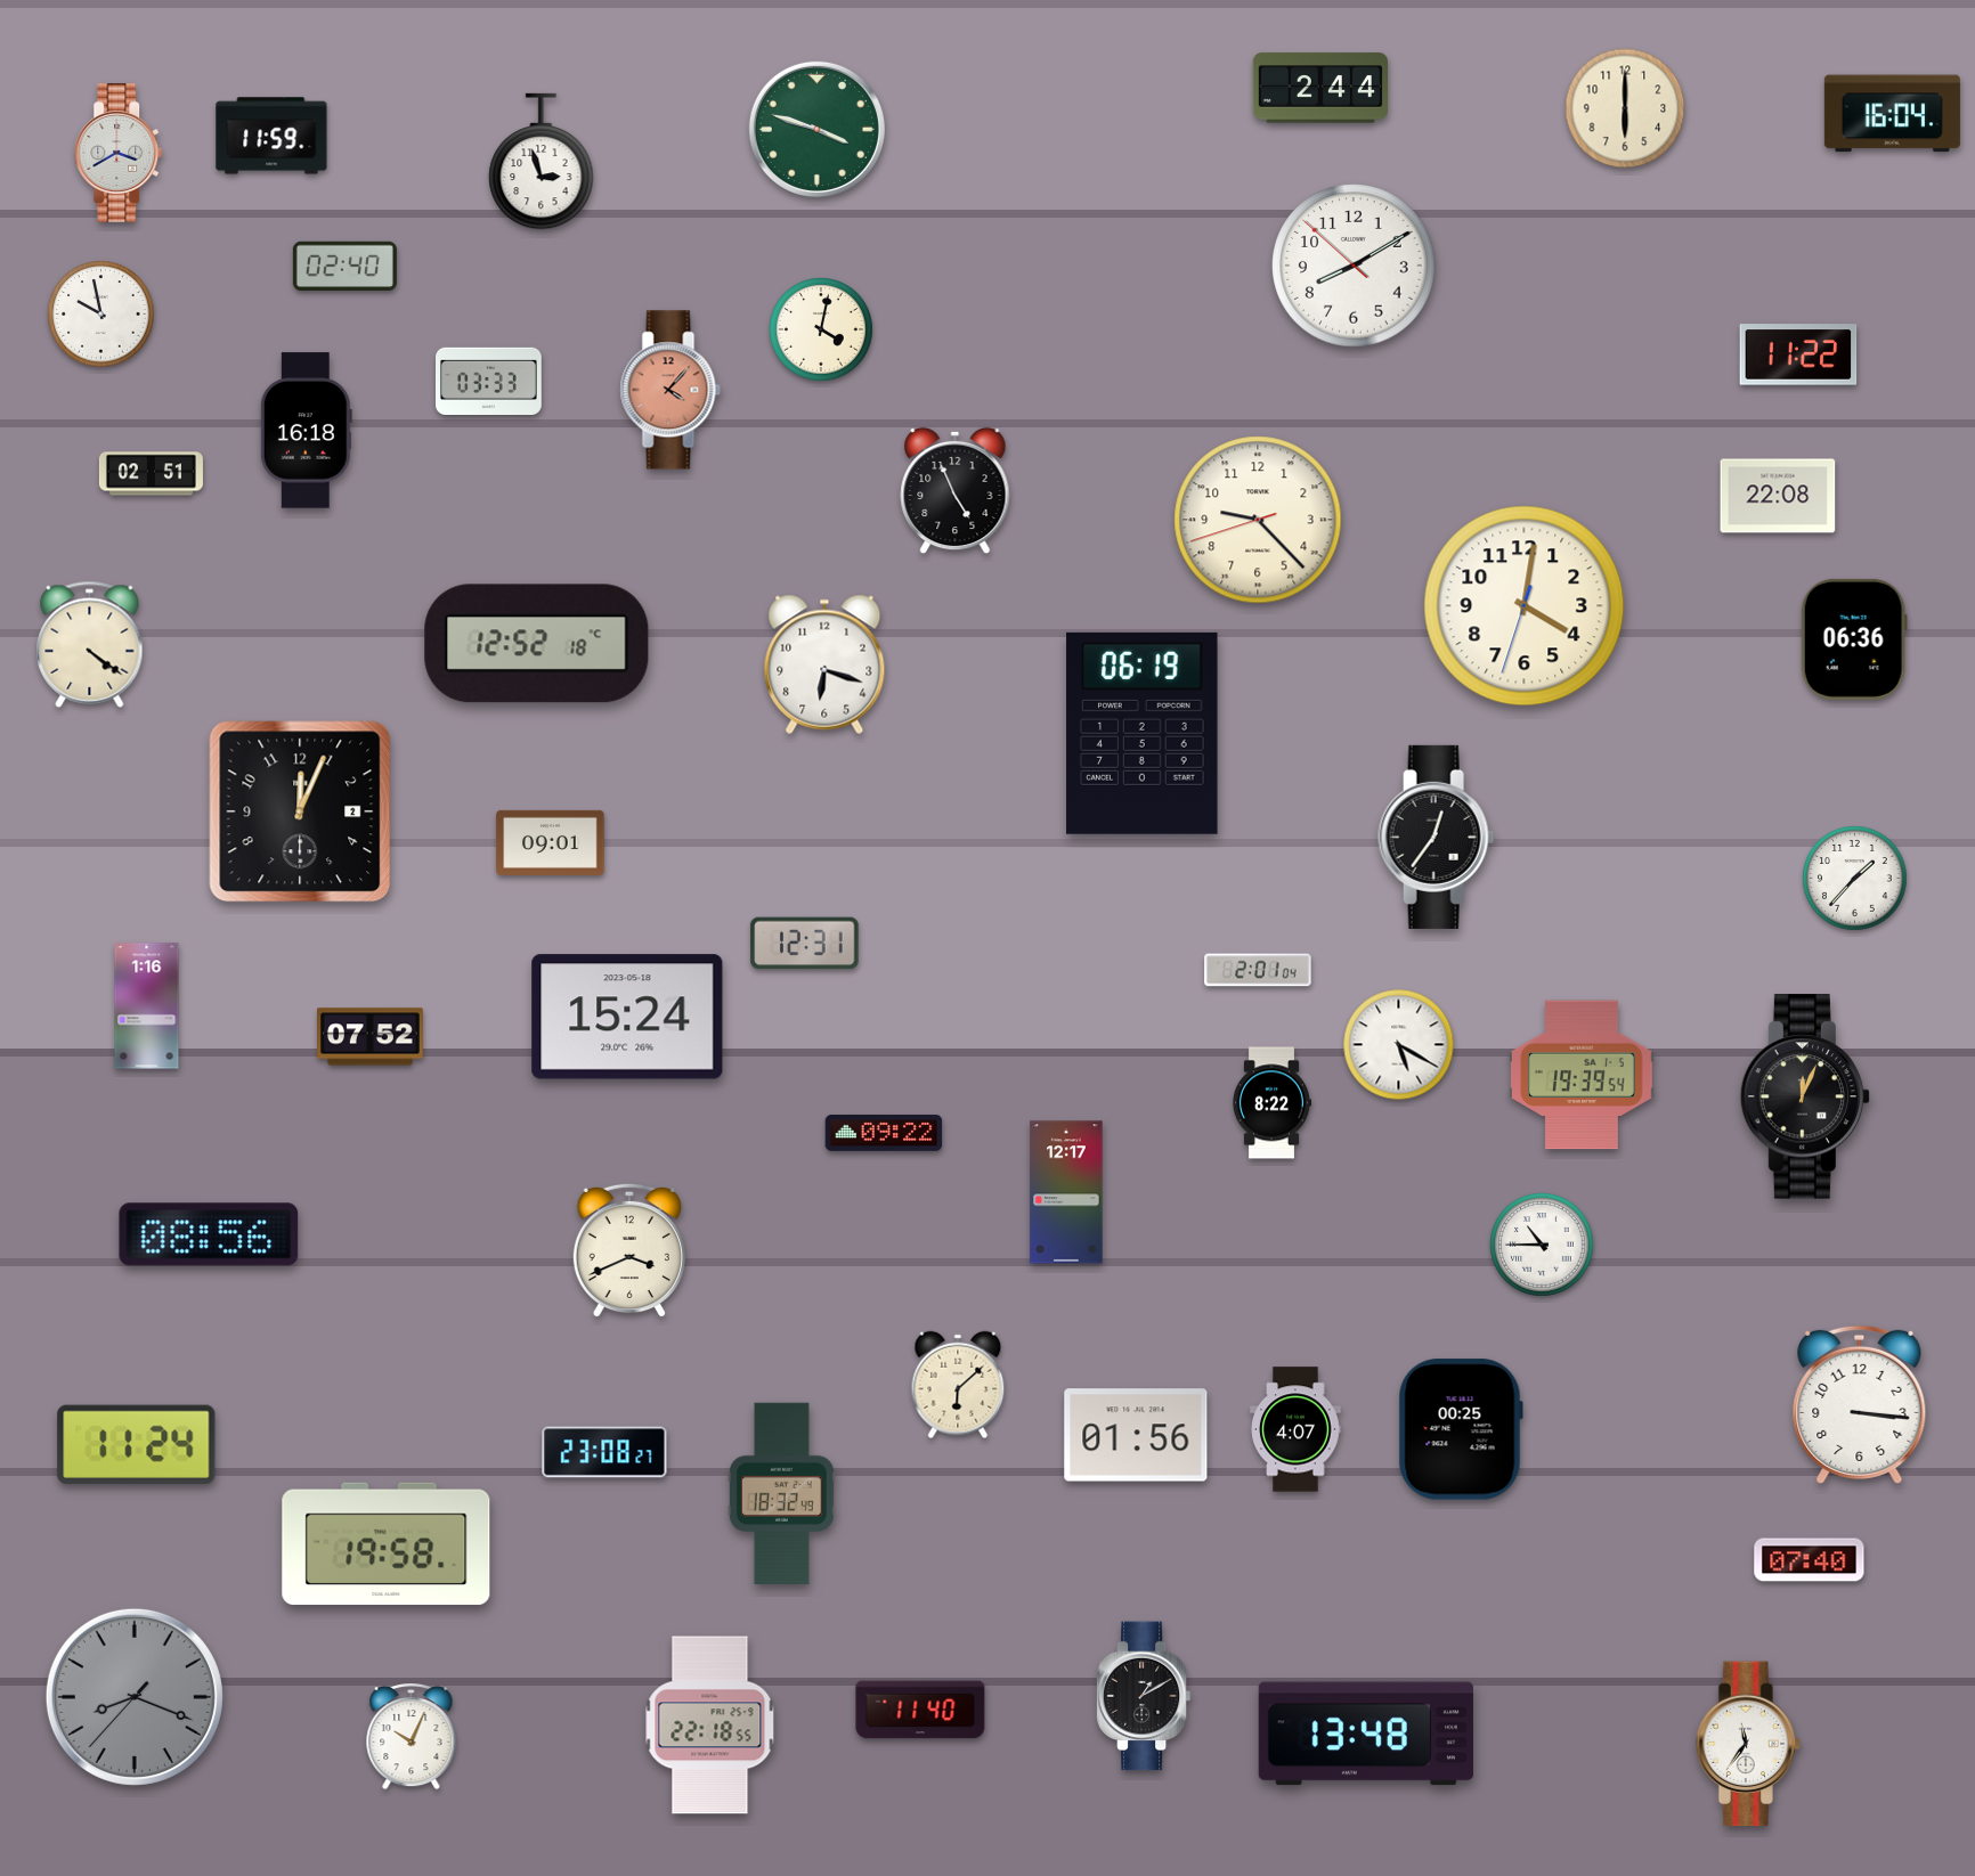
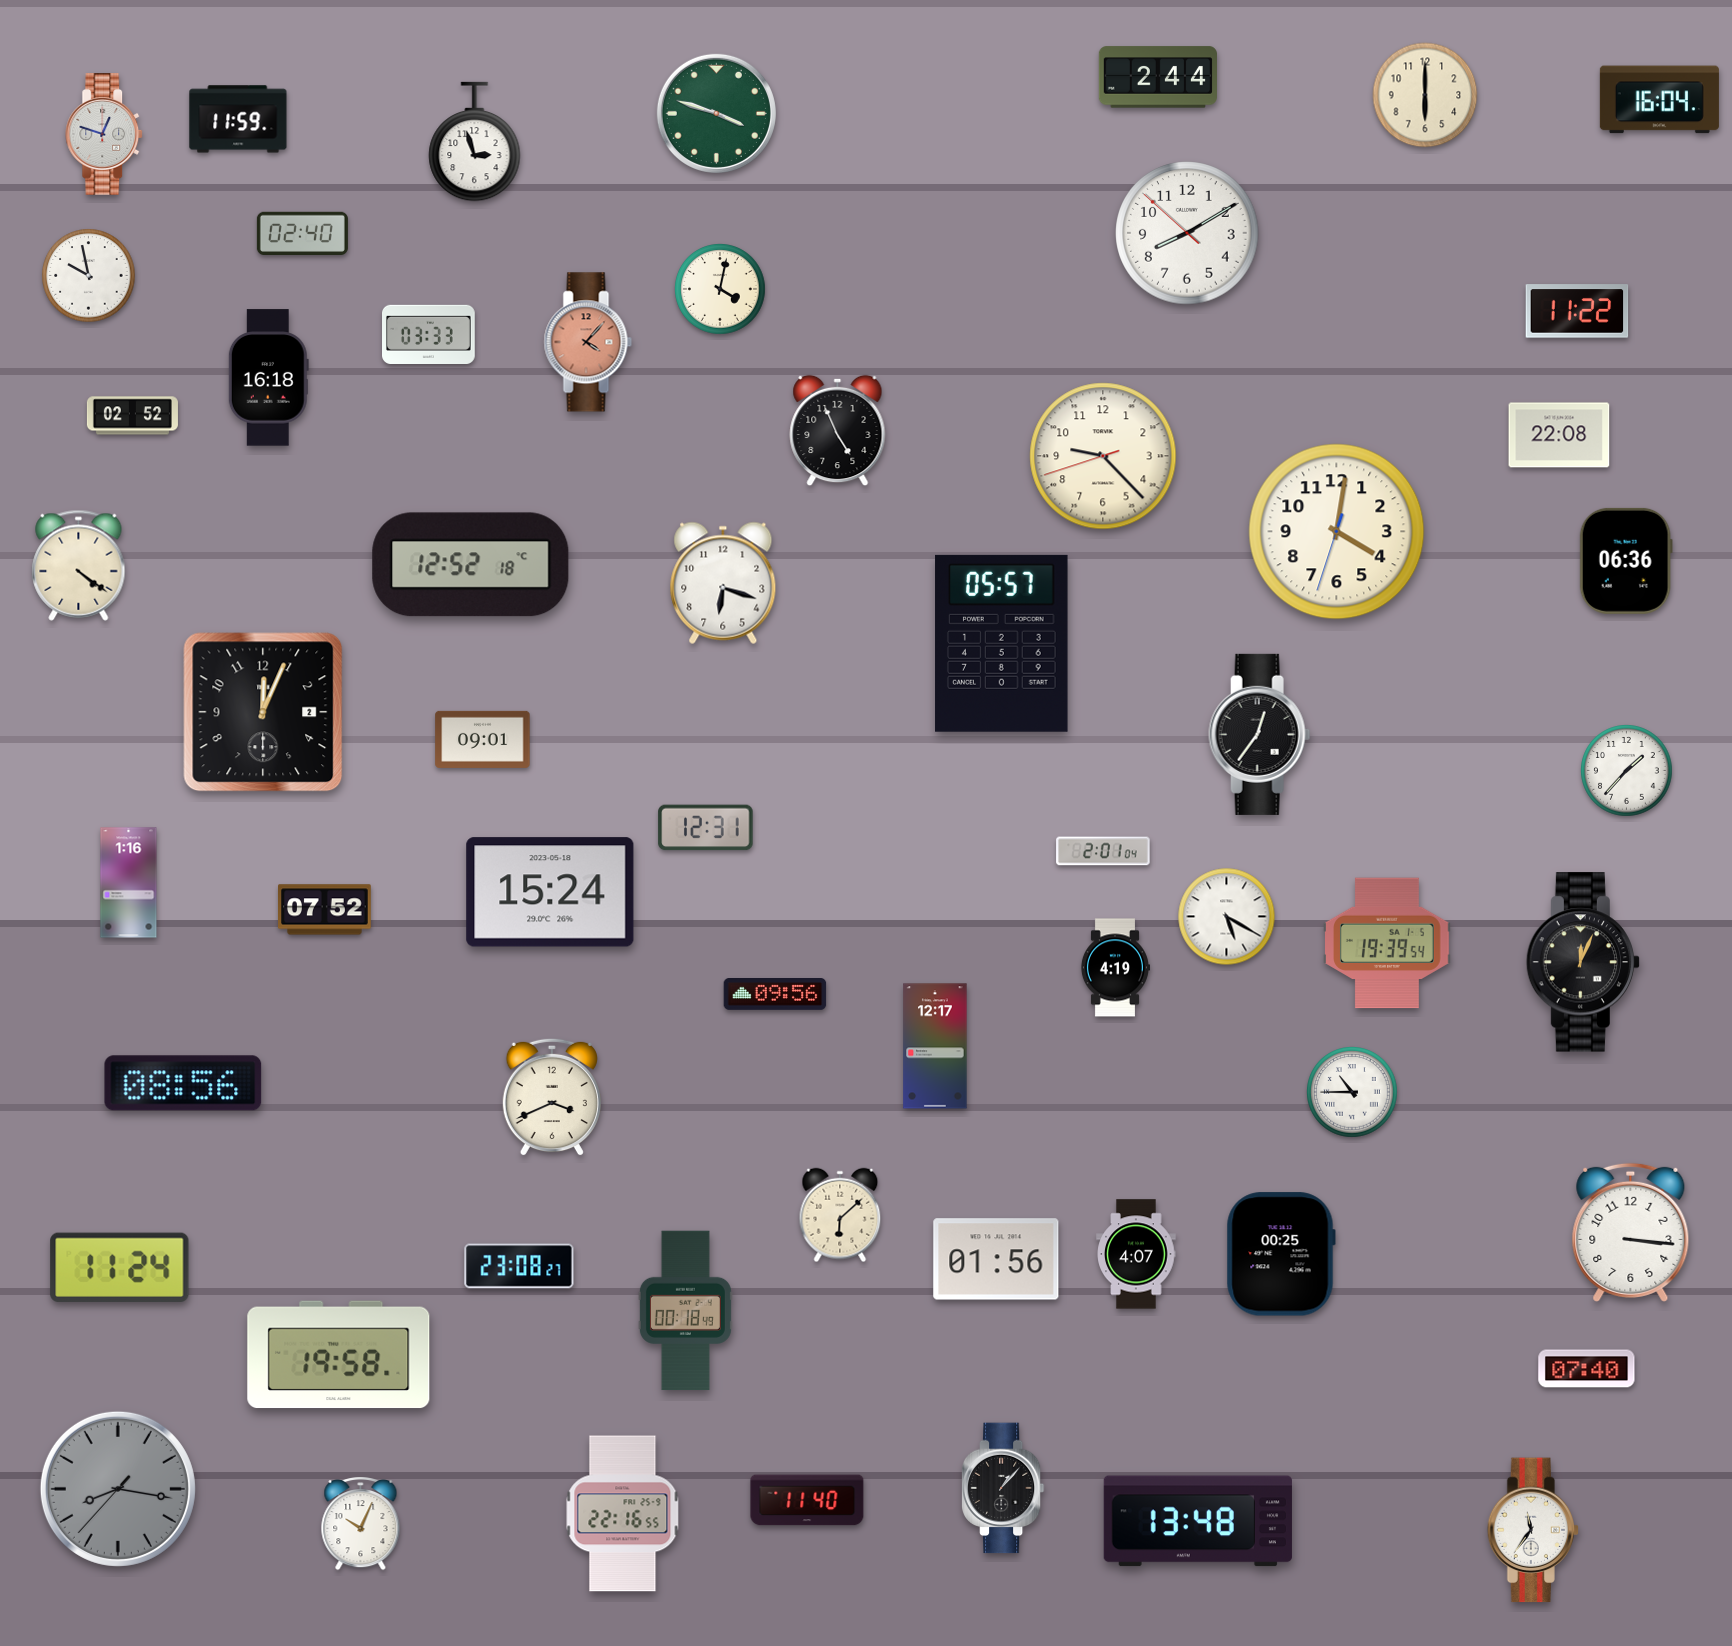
clock at (120, 153): 3:40 -> 12:48
clock at (151, 474): 02:51 -> 02:52
clock at (1143, 733): 06:19 -> 05:57
clock at (1270, 1103): 8:22 -> 4:19
clock at (884, 1134): 09:22 -> 09:56
clock at (604, 1452) position: (604, 1452) -> (519, 1266)
clock at (781, 1494): 18:32 -> 00:18
clock at (1144, 1696): 1:10 -> 1:07
clock at (135, 1697): 8:18 -> 8:16
clock at (710, 1726): 22:18 -> 22:16
